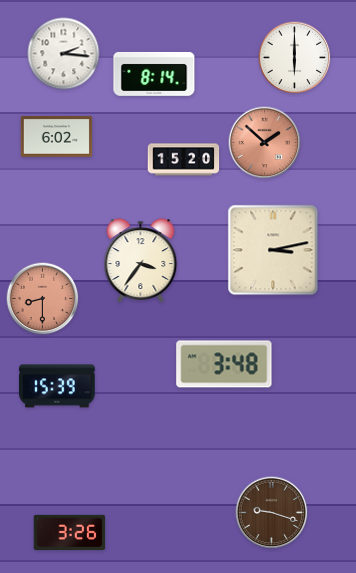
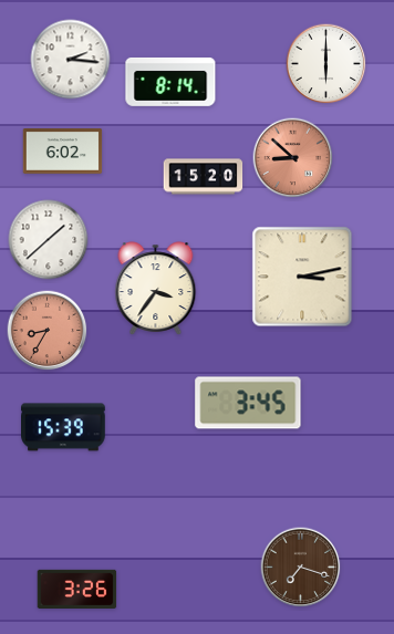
clock at (265, 143): 1:52 -> 8:52
clock at (49, 240): none -> 1:38
clock at (43, 299): 8:30 -> 8:35
clock at (224, 364): 3:48 -> 3:45
clock at (272, 513): 9:18 -> 7:18
